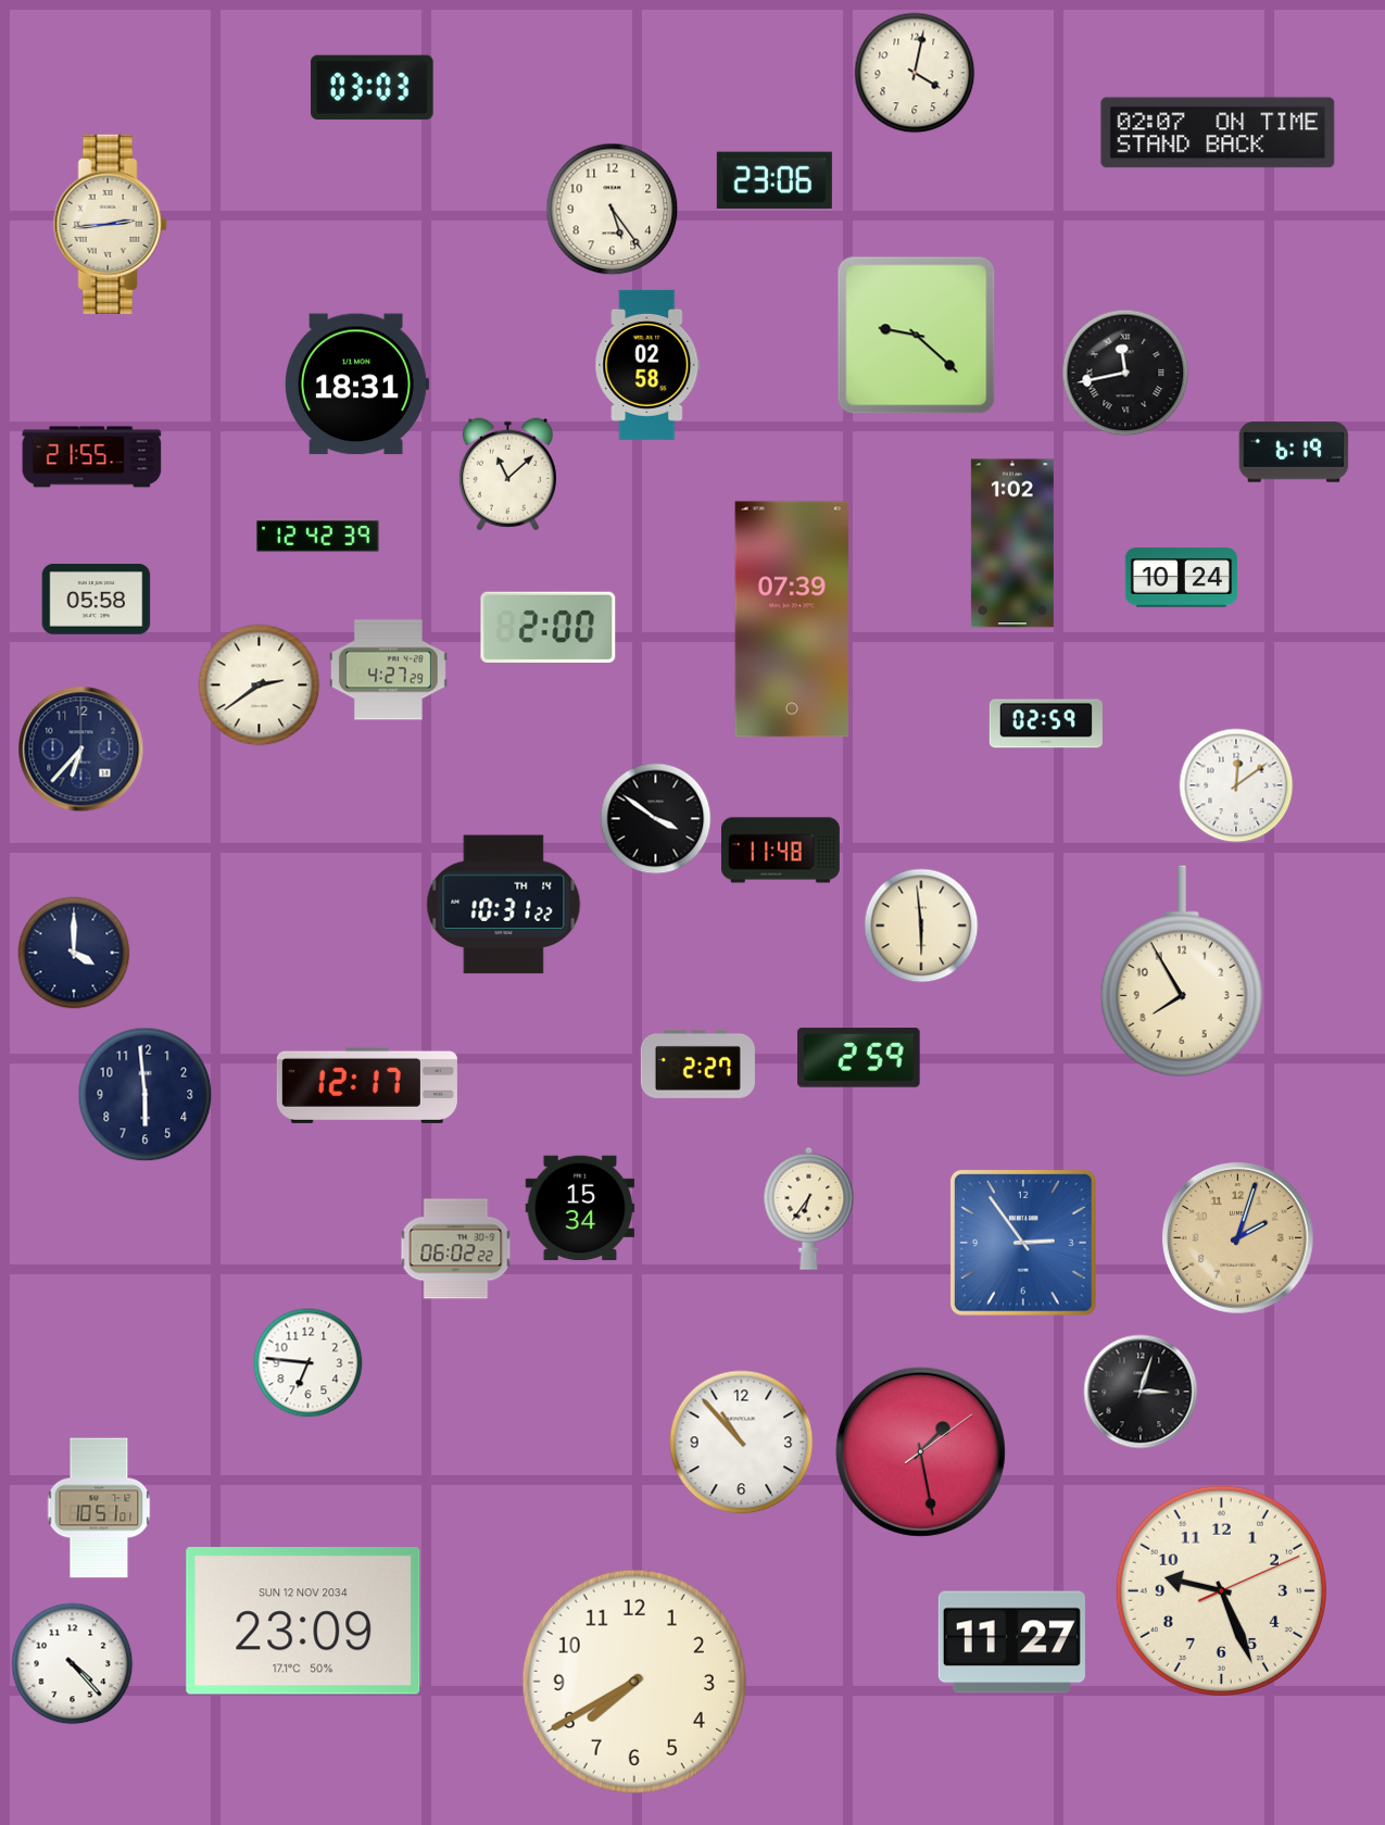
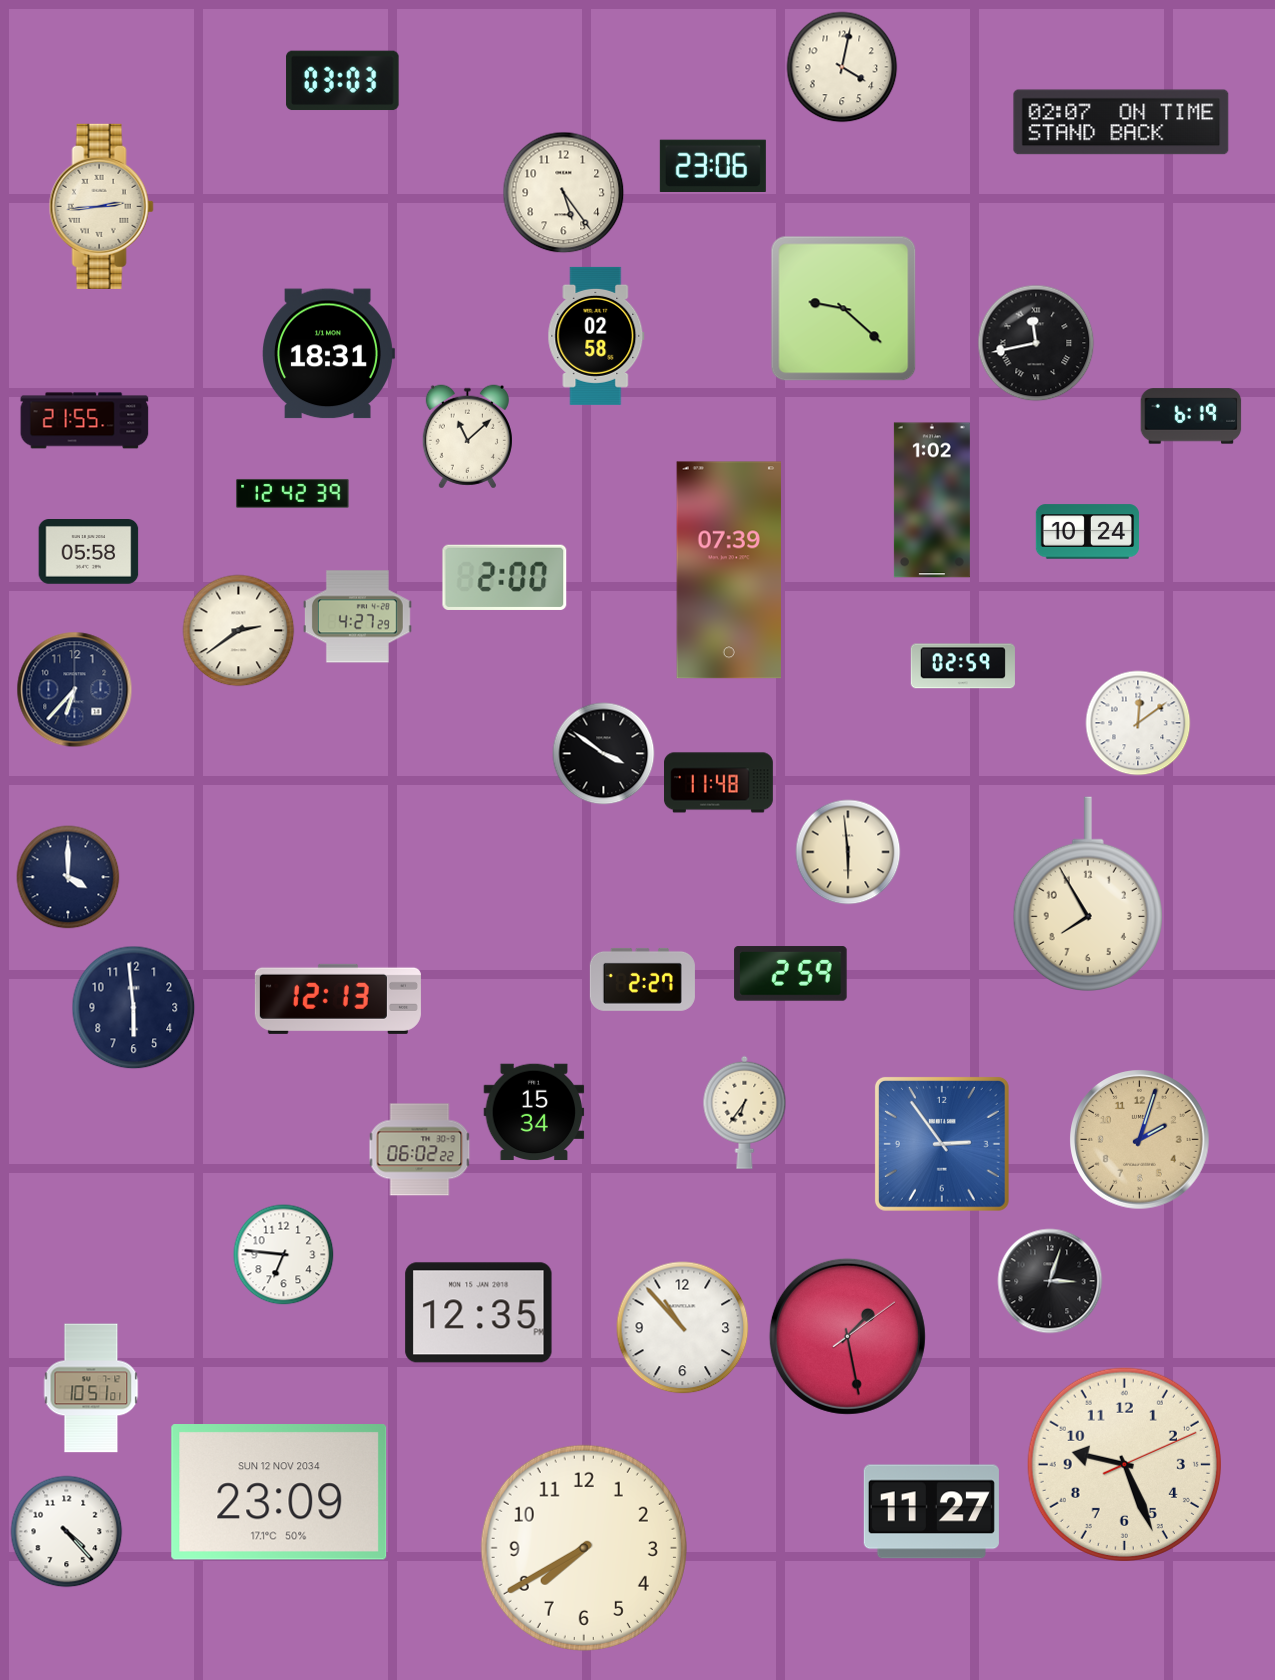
clock at (504, 905): 10:31 -> none
clock at (367, 1085): 12:17 -> 12:13
clock at (479, 1313): none -> 12:35
